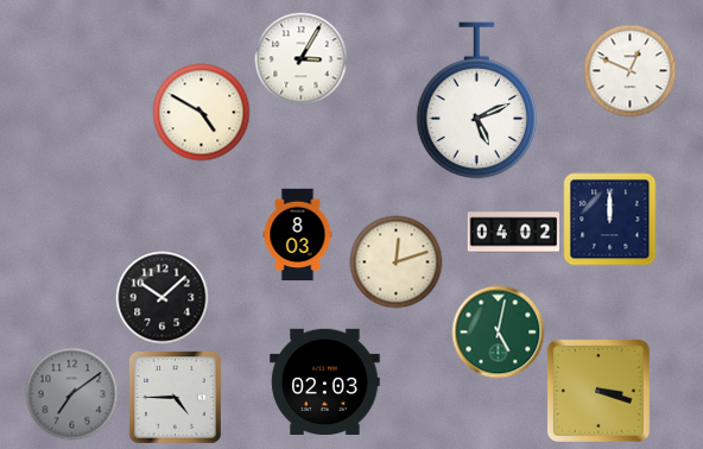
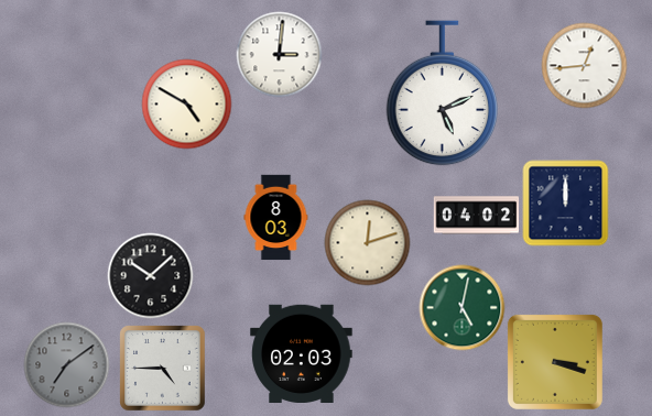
clock at (300, 58): 3:05 -> 3:01
clock at (629, 70): 12:49 -> 12:44
